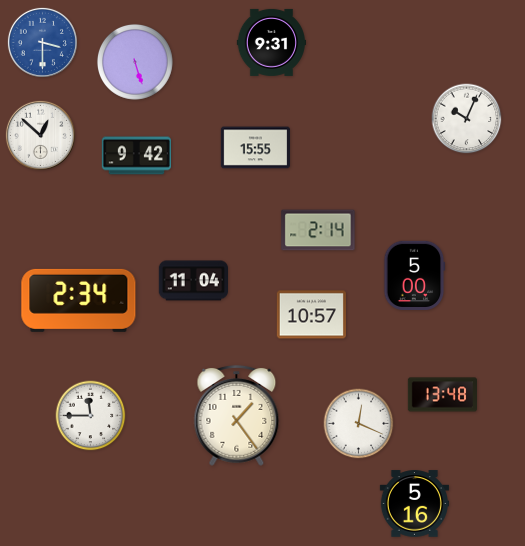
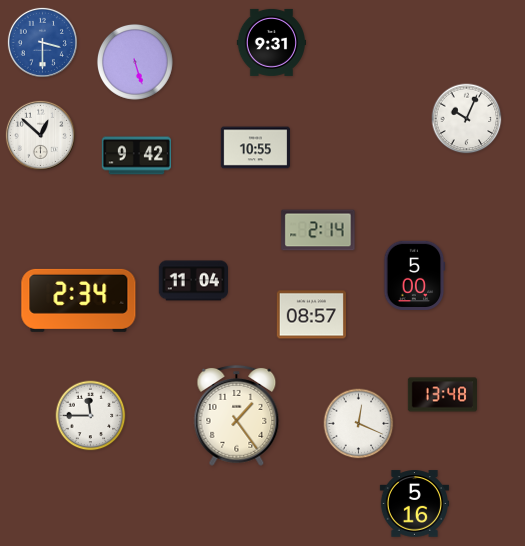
clock at (255, 148): 15:55 -> 10:55
clock at (311, 315): 10:57 -> 08:57
